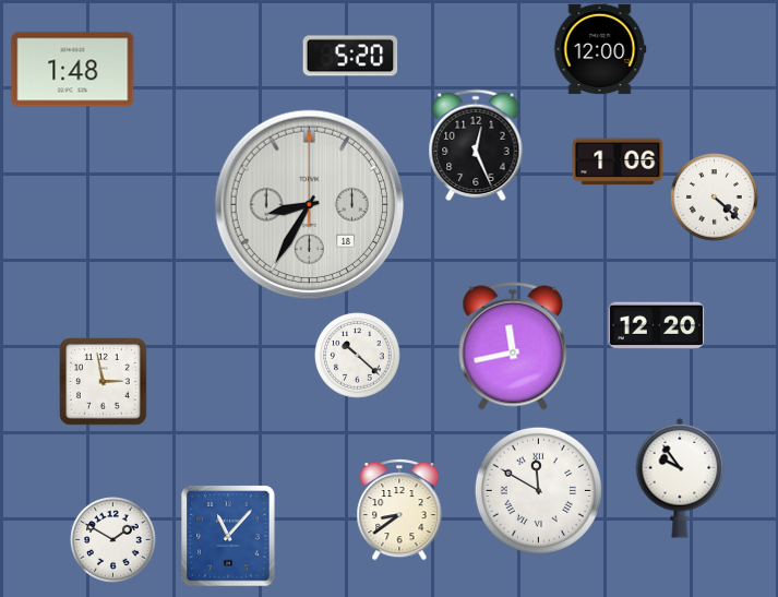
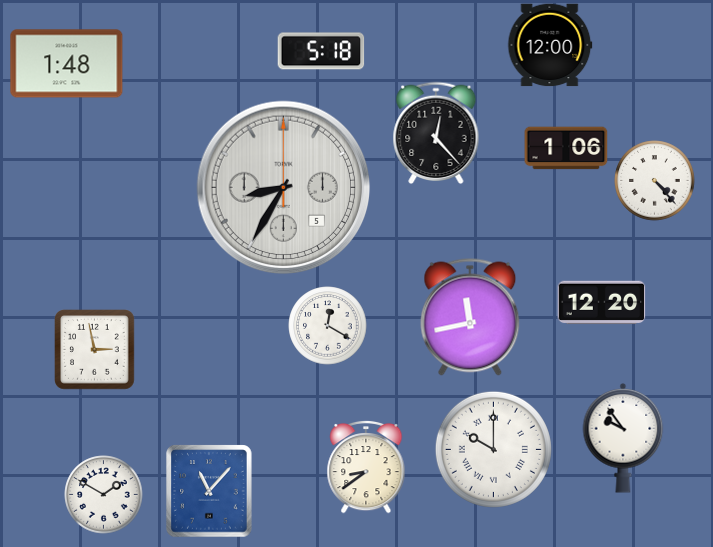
clock at (350, 56): 5:20 -> 5:18
clock at (476, 145): 12:26 -> 12:23
clock at (715, 198): 4:22 -> 4:23
clock at (310, 205) date: 18 -> 5
clock at (657, 326) position: (657, 326) -> (602, 303)
clock at (358, 356): 10:22 -> 12:20
clock at (538, 490): 11:50 -> 10:00
